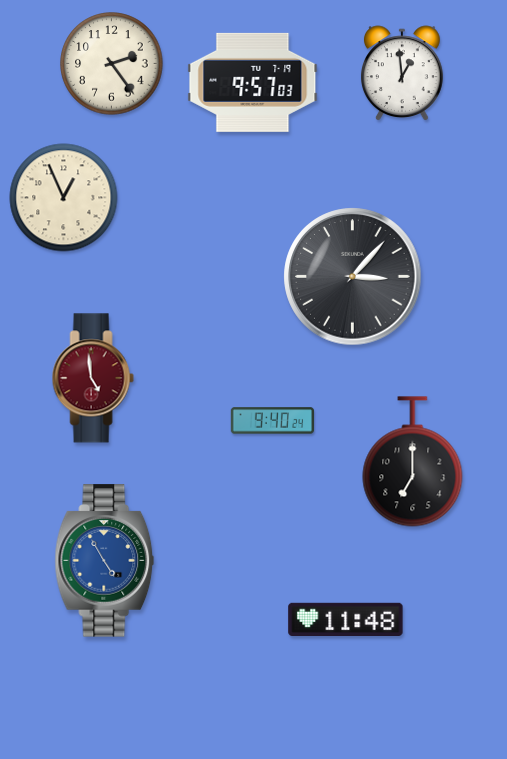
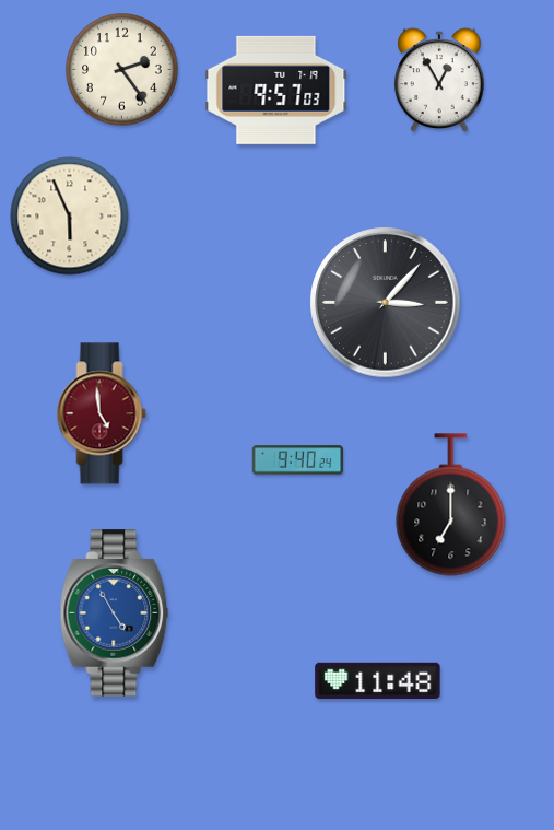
clock at (402, 73): 12:59 -> 12:55
clock at (64, 198): 12:56 -> 5:56
clock at (346, 619) position: (346, 619) -> (378, 680)
